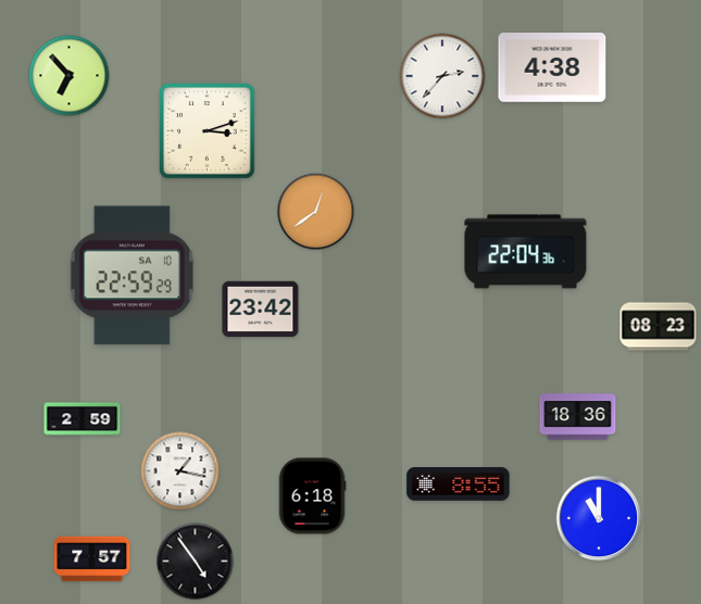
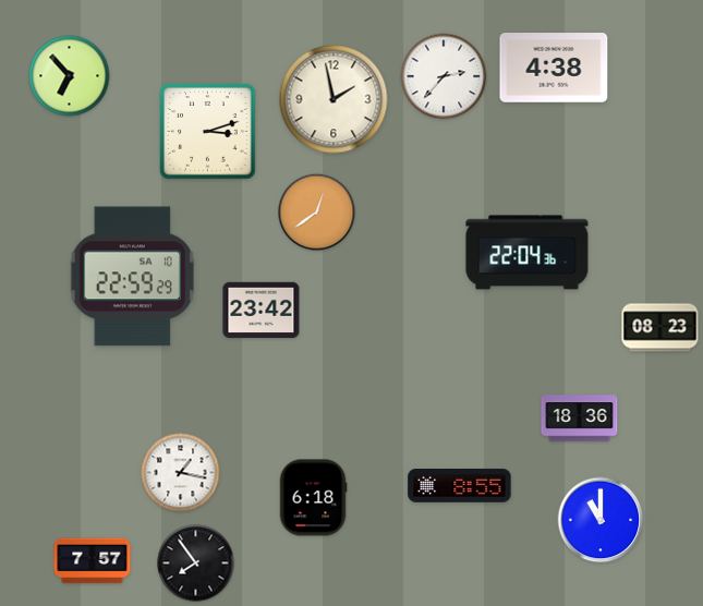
clock at (334, 99): none -> 1:58
clock at (83, 419): 2:59 -> none
clock at (196, 562): 4:54 -> 7:54
